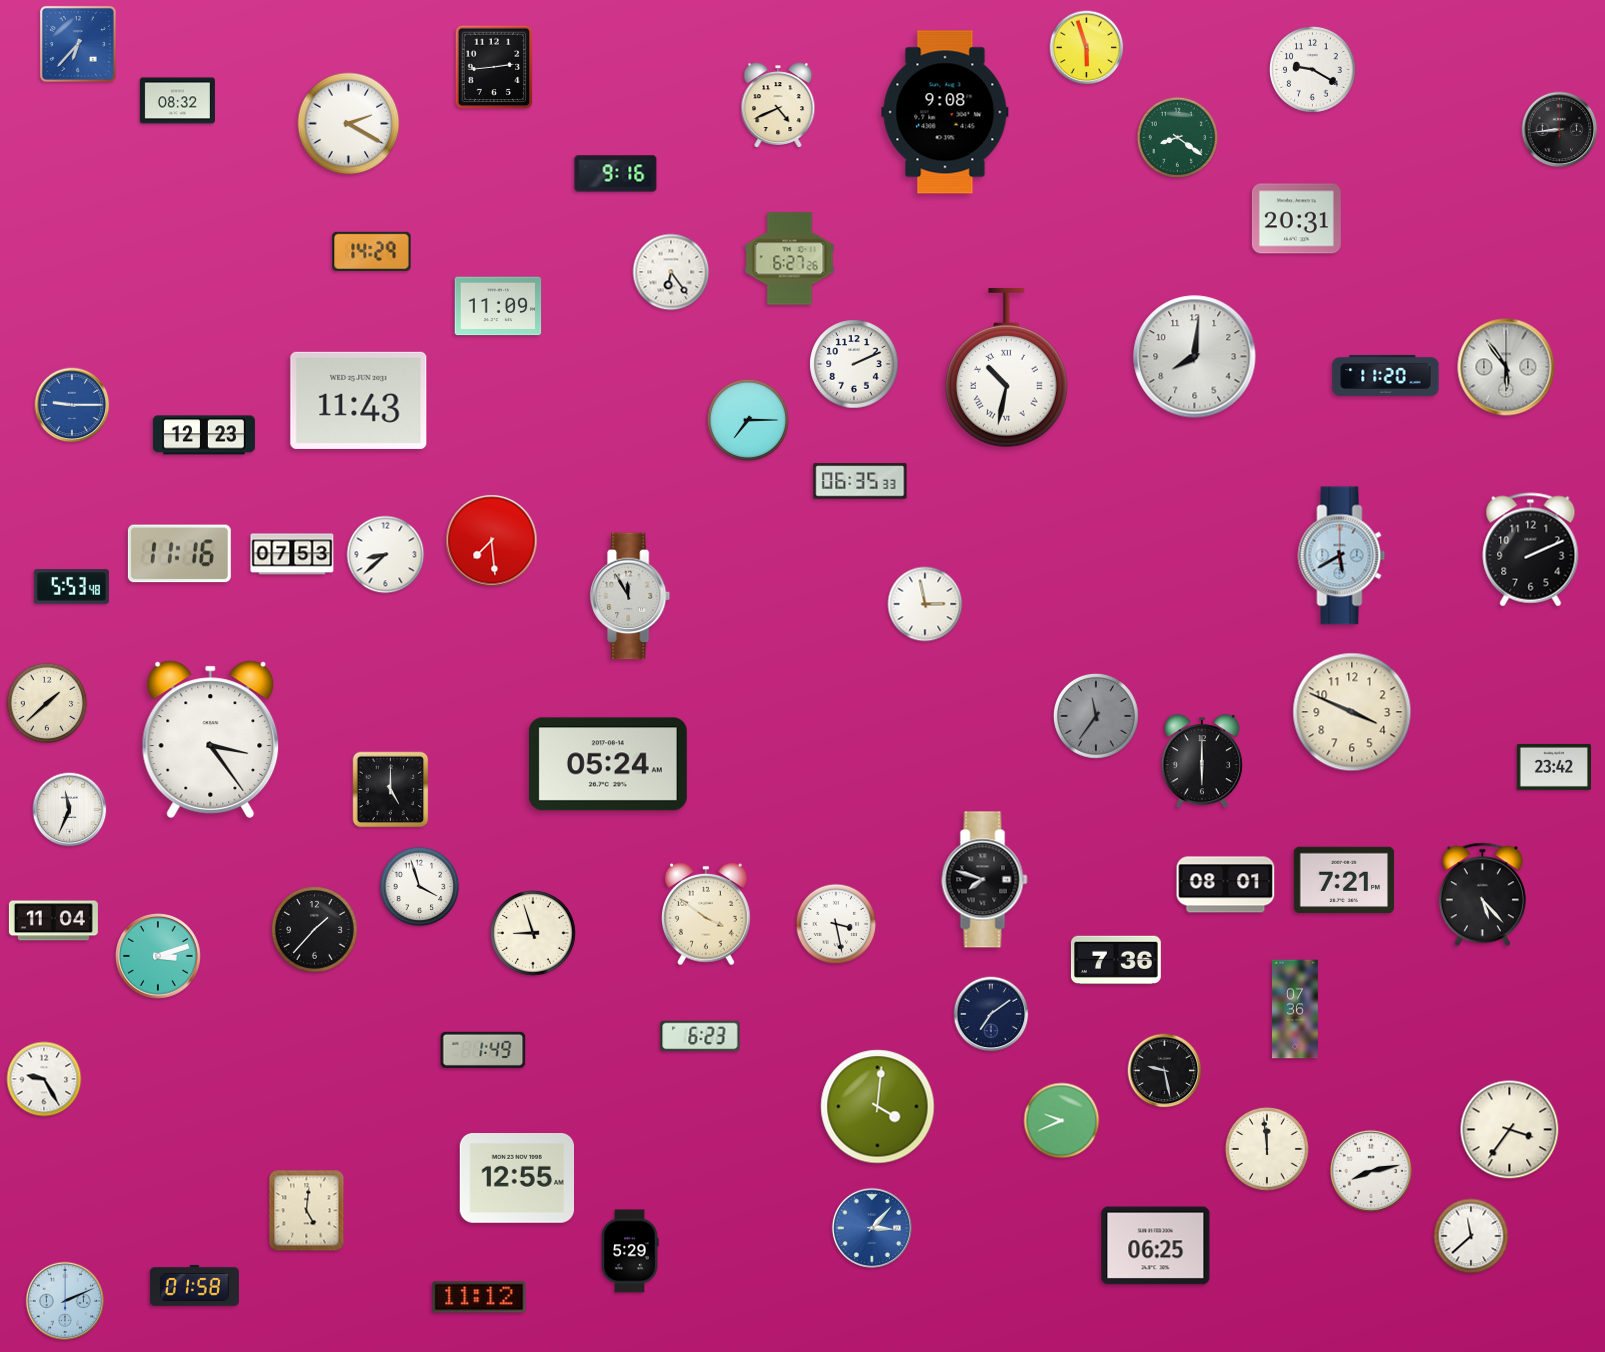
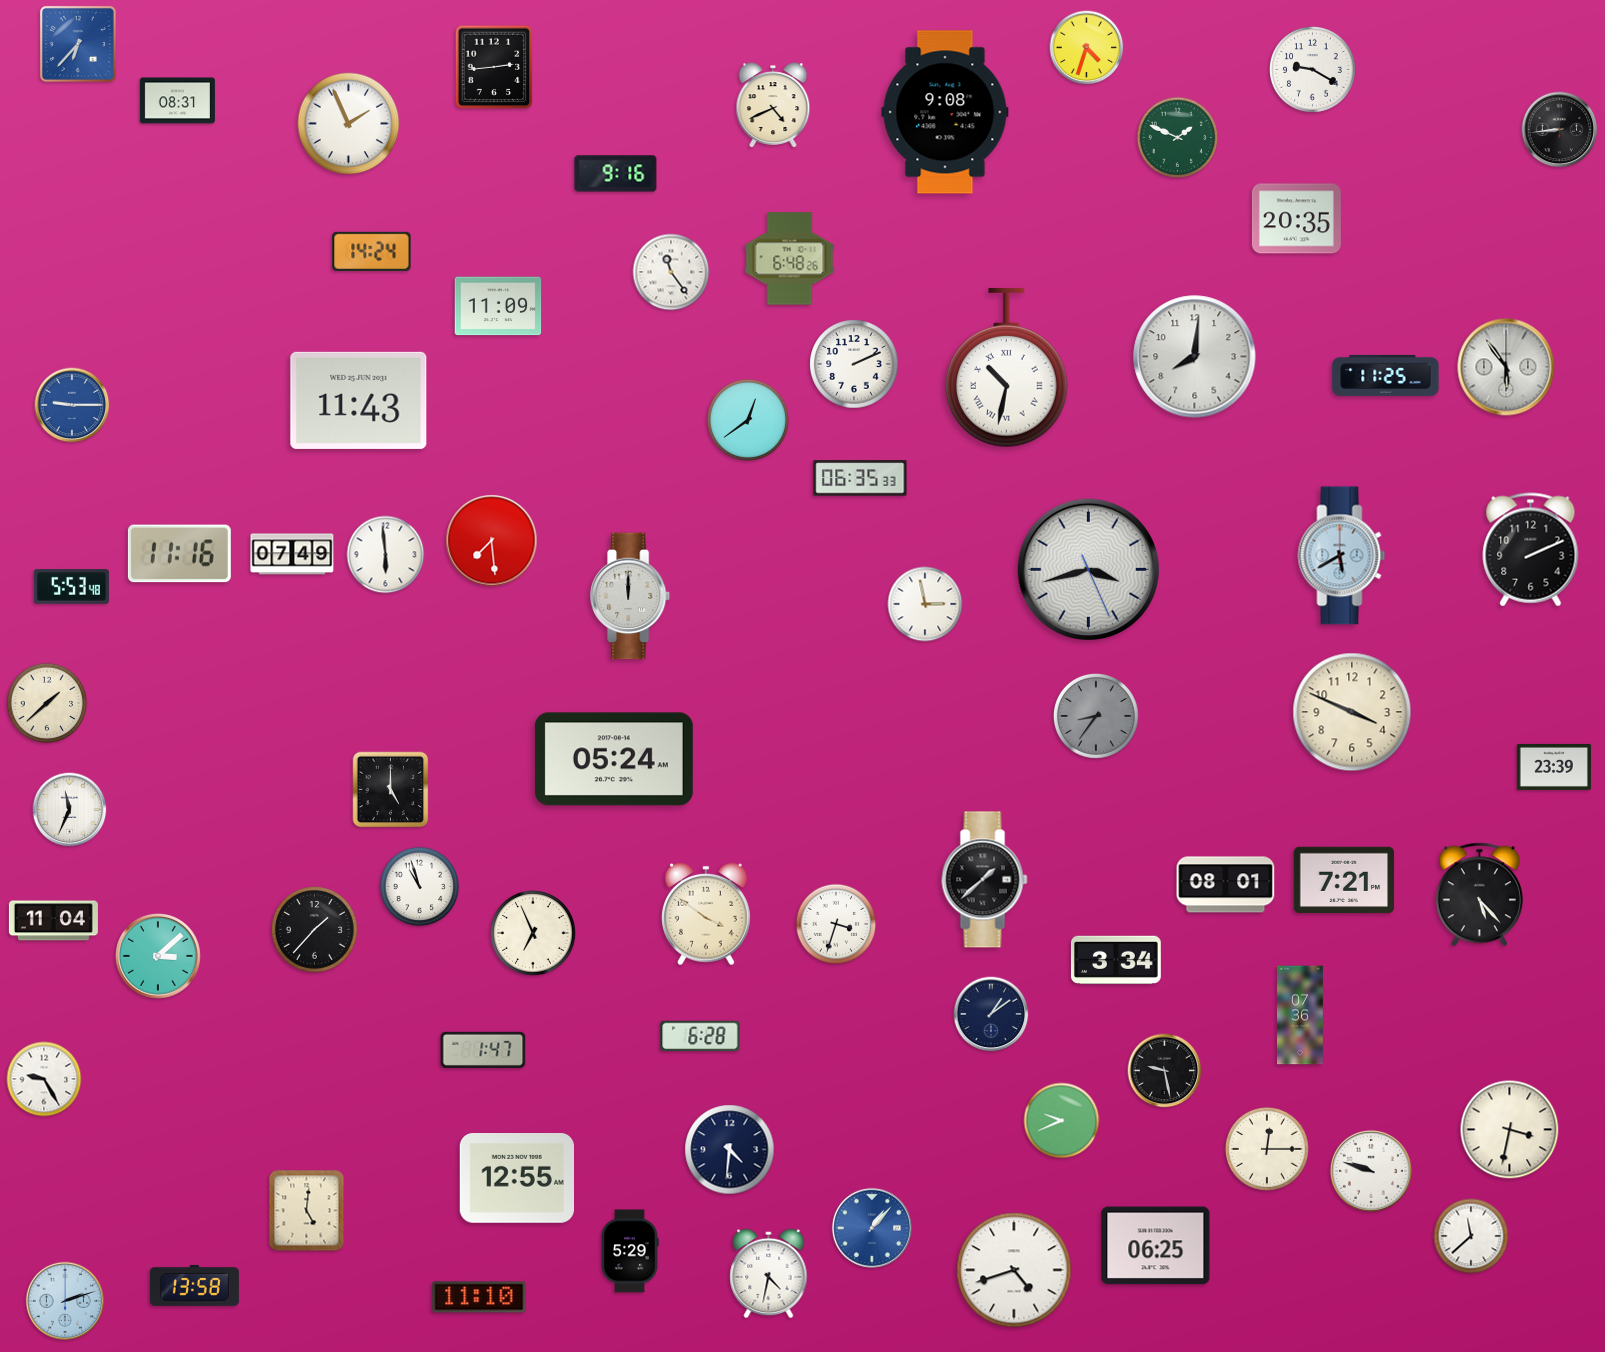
clock at (1087, 48): 5:57 -> 4:33
clock at (177, 101): 08:32 -> 08:31
clock at (778, 105) position: (778, 105) -> (773, 105)
clock at (349, 124): 2:20 -> 1:56
clock at (1178, 138): 8:21 -> 1:49
clock at (1296, 219): 20:31 -> 20:35
clock at (372, 251): 14:29 -> 14:24
clock at (790, 259): 6:27 -> 6:48
clock at (671, 272): 6:24 -> 11:24
clock at (1386, 375): 11:20 -> 11:25
clock at (747, 419): 7:15 -> 12:39
clock at (204, 435): 12:23 -> none
clock at (860, 481) position: (860, 481) -> (860, 478)
clock at (292, 554): 07:53 -> 07:49
clock at (386, 555): 8:38 -> 5:59
clock at (1088, 569): none -> 3:42
clock at (631, 596): 11:55 -> 12:00
clock at (1096, 716): 11:36 -> 8:36
clock at (211, 739): 3:24 -> none
clock at (1202, 762): 6:00 -> none
clock at (608, 764) position: (608, 764) -> (614, 759)
clock at (1553, 767): 23:42 -> 23:39
clock at (985, 880): 7:48 -> 1:38
clock at (420, 887): 3:57 -> 10:57
clock at (1482, 895) position: (1482, 895) -> (1479, 895)
clock at (836, 924): 3:28 -> 3:33
clock at (533, 933): 8:57 -> 6:56
clock at (158, 956): 3:12 -> 3:08
clock at (1116, 960): 7:36 -> 3:34
clock at (1296, 1009) position: (1296, 1009) -> (1301, 1015)
clock at (991, 1014): 7:09 -> 1:09
clock at (700, 1036): 6:23 -> 6:28
clock at (483, 1050): 1:49 -> 1:47
clock at (878, 1107): 4:01 -> none
clock at (1510, 1130): 3:36 -> 3:32
clock at (1267, 1149): 11:59 -> 12:15
clock at (730, 1150): none -> 4:31
clock at (1371, 1171): 8:13 -> 9:48
clock at (872, 1228): 3:07 -> 1:07
clock at (1014, 1270): none -> 4:42
clock at (769, 1274): none -> 4:32
clock at (194, 1285): 01:58 -> 13:58
clock at (479, 1297): 11:12 -> 11:10
clock at (64, 1300): 2:11 -> 2:12
